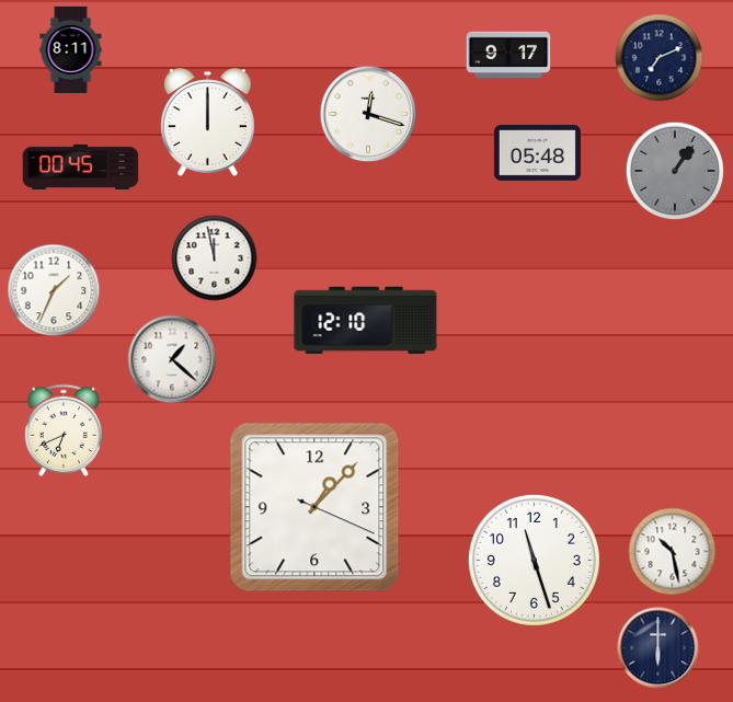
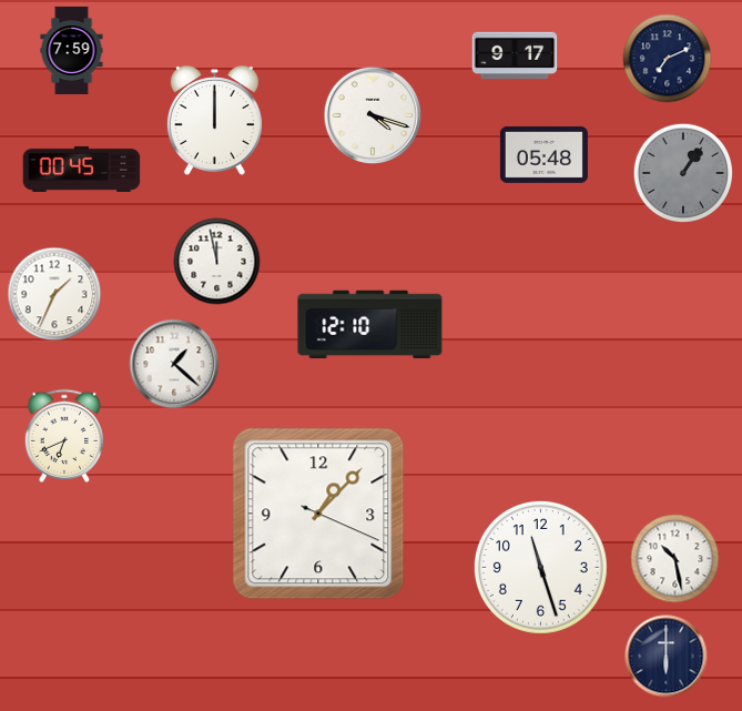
clock at (71, 49): 8:11 -> 7:59
clock at (368, 114): 12:18 -> 4:18
clock at (207, 123) position: (207, 123) -> (214, 121)
clock at (673, 552) position: (673, 552) -> (675, 559)
